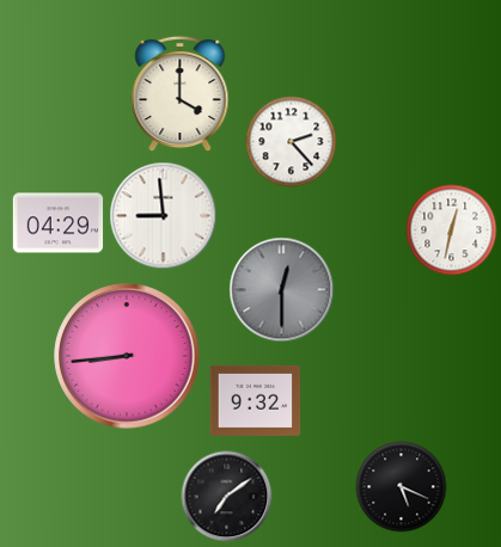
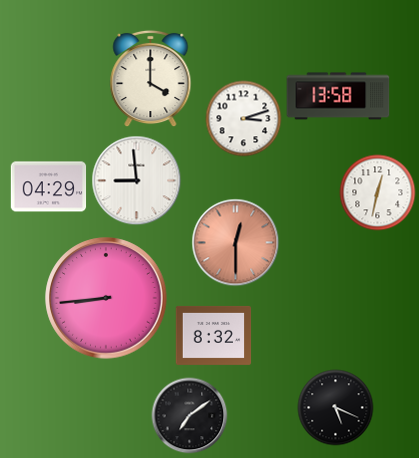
clock at (338, 96): none -> 13:58
clock at (292, 142): 2:23 -> 3:12
clock at (282, 290) dial: grey -> salmon
clock at (256, 400): 9:32 -> 8:32
